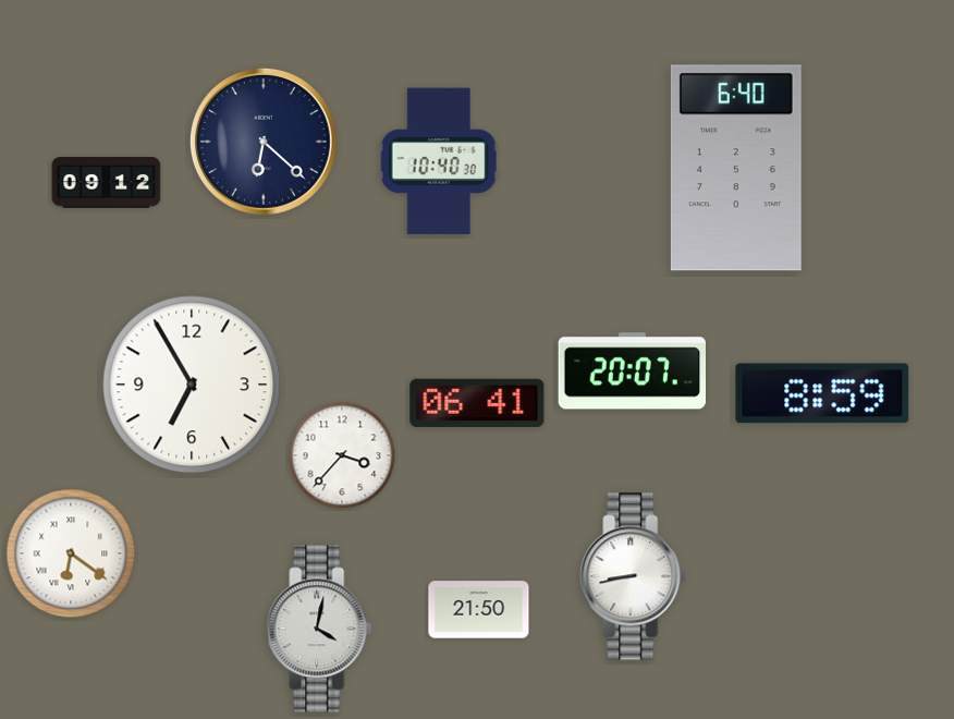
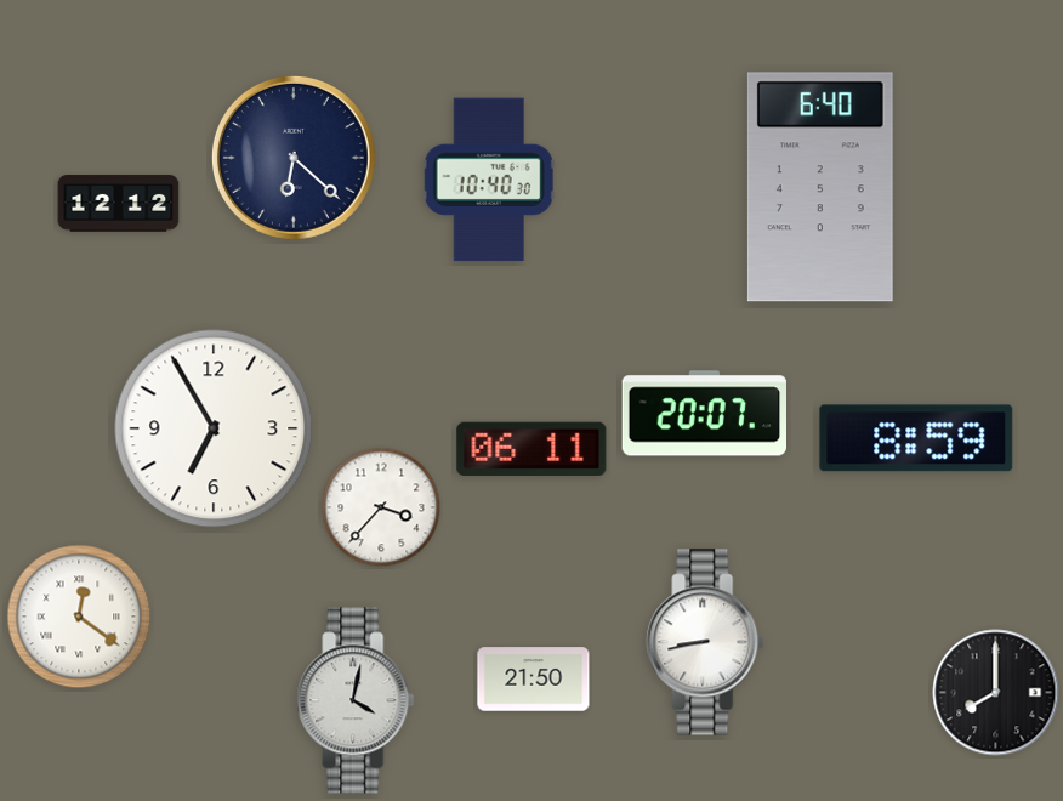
clock at (107, 183): 09:12 -> 12:12
clock at (477, 403): 06:41 -> 06:11
clock at (71, 553): 6:21 -> 12:21
clock at (996, 693): none -> 8:00
